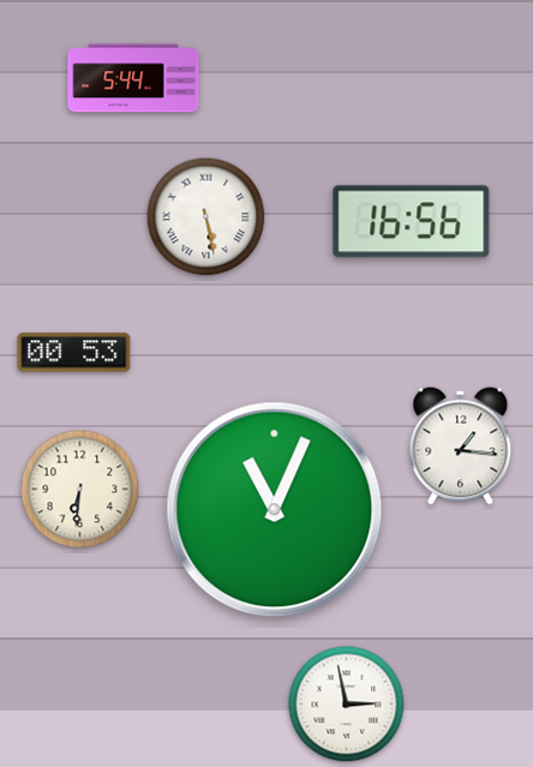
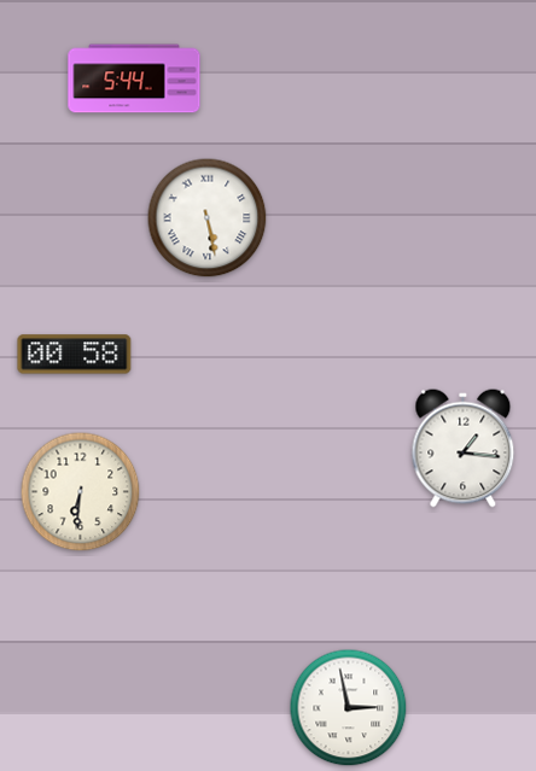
clock at (412, 222): 16:56 -> none
clock at (74, 353): 00:53 -> 00:58
clock at (275, 510): 11:04 -> none
